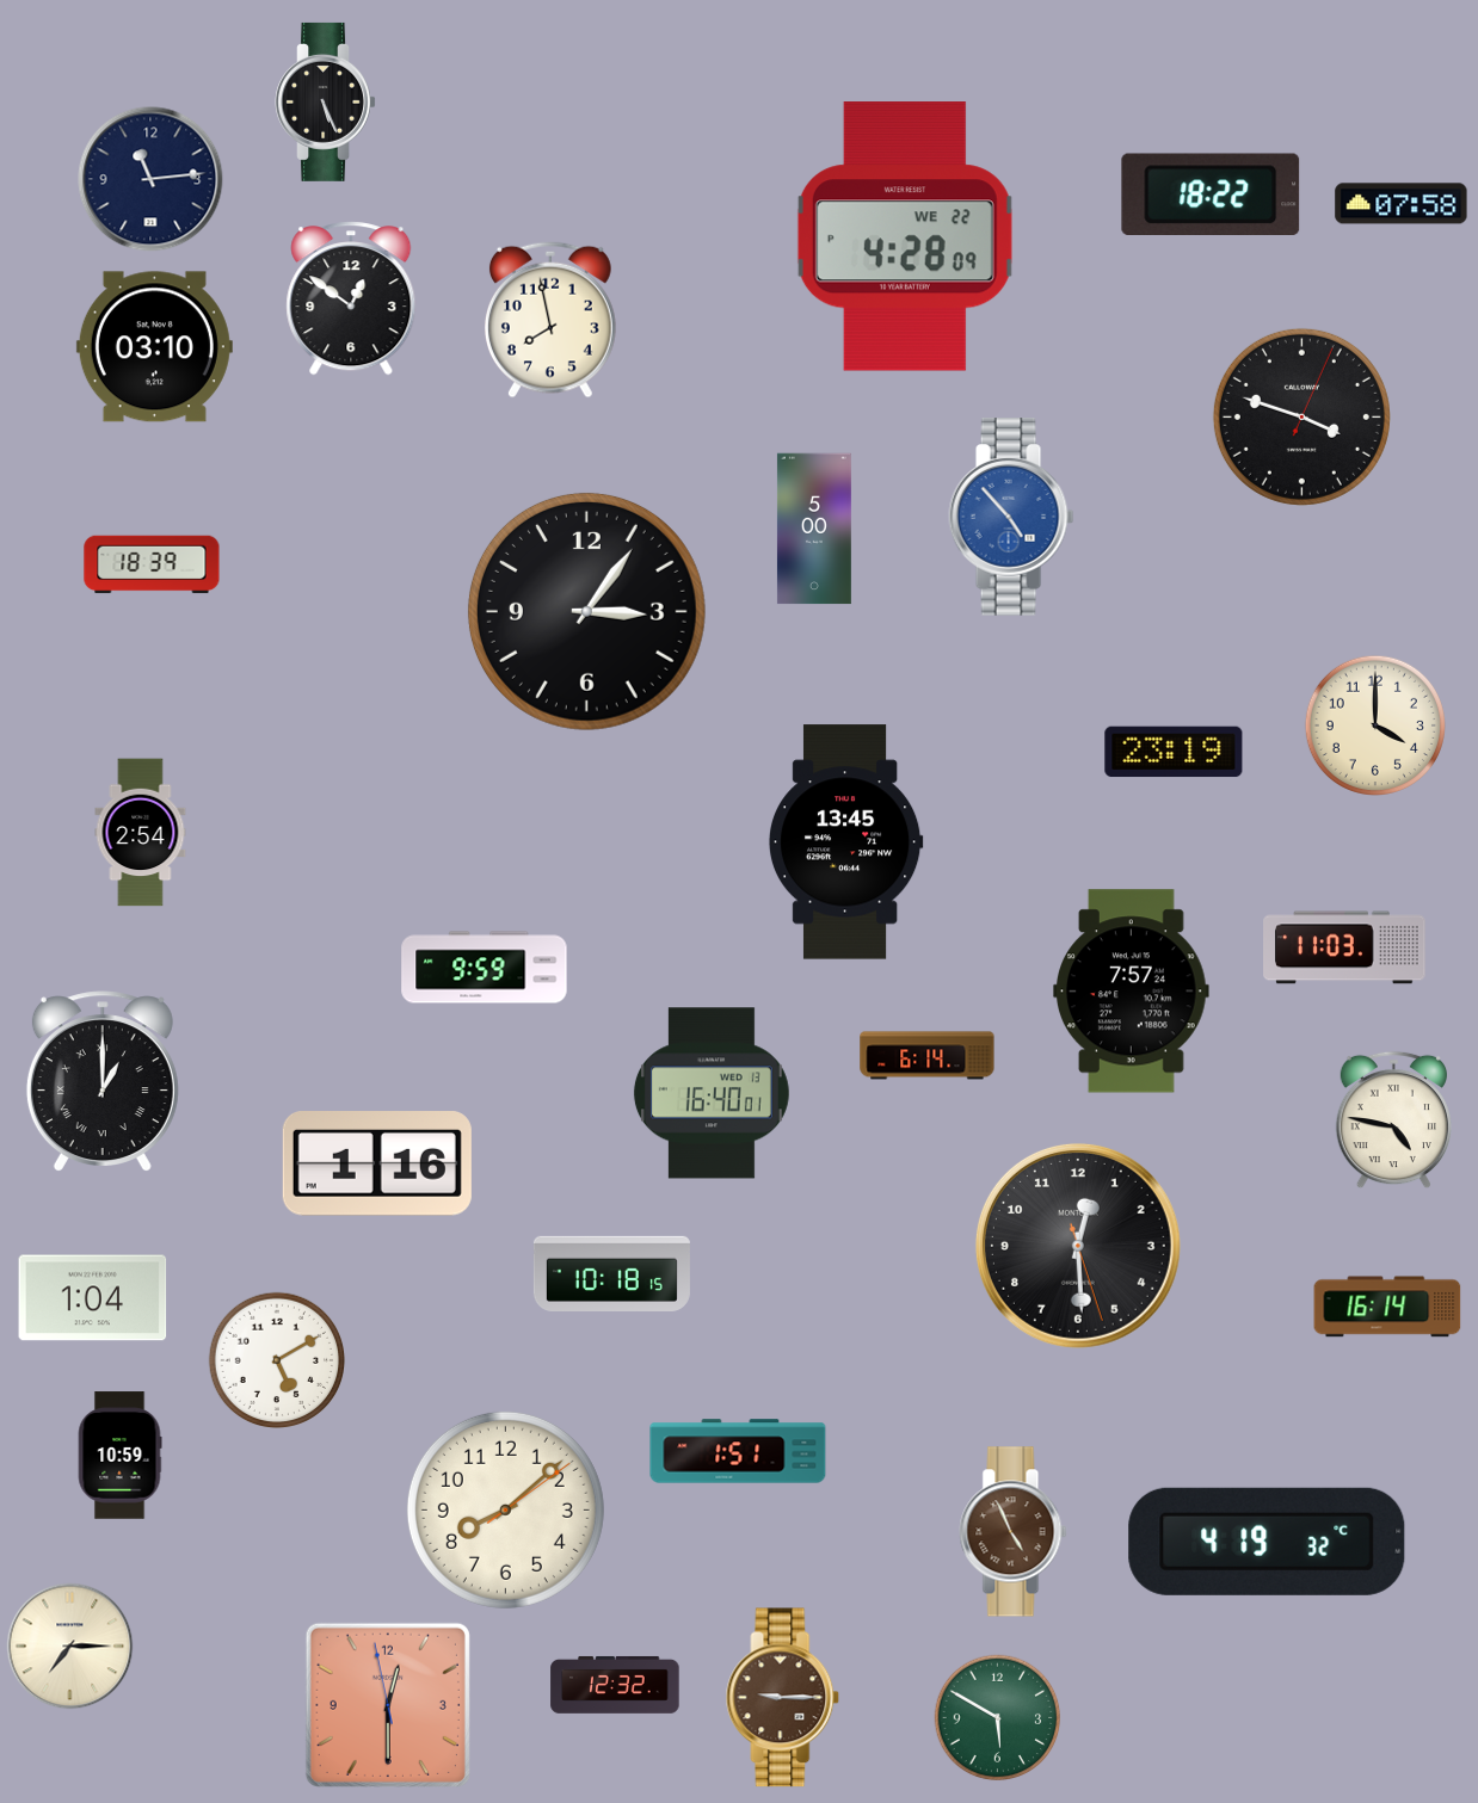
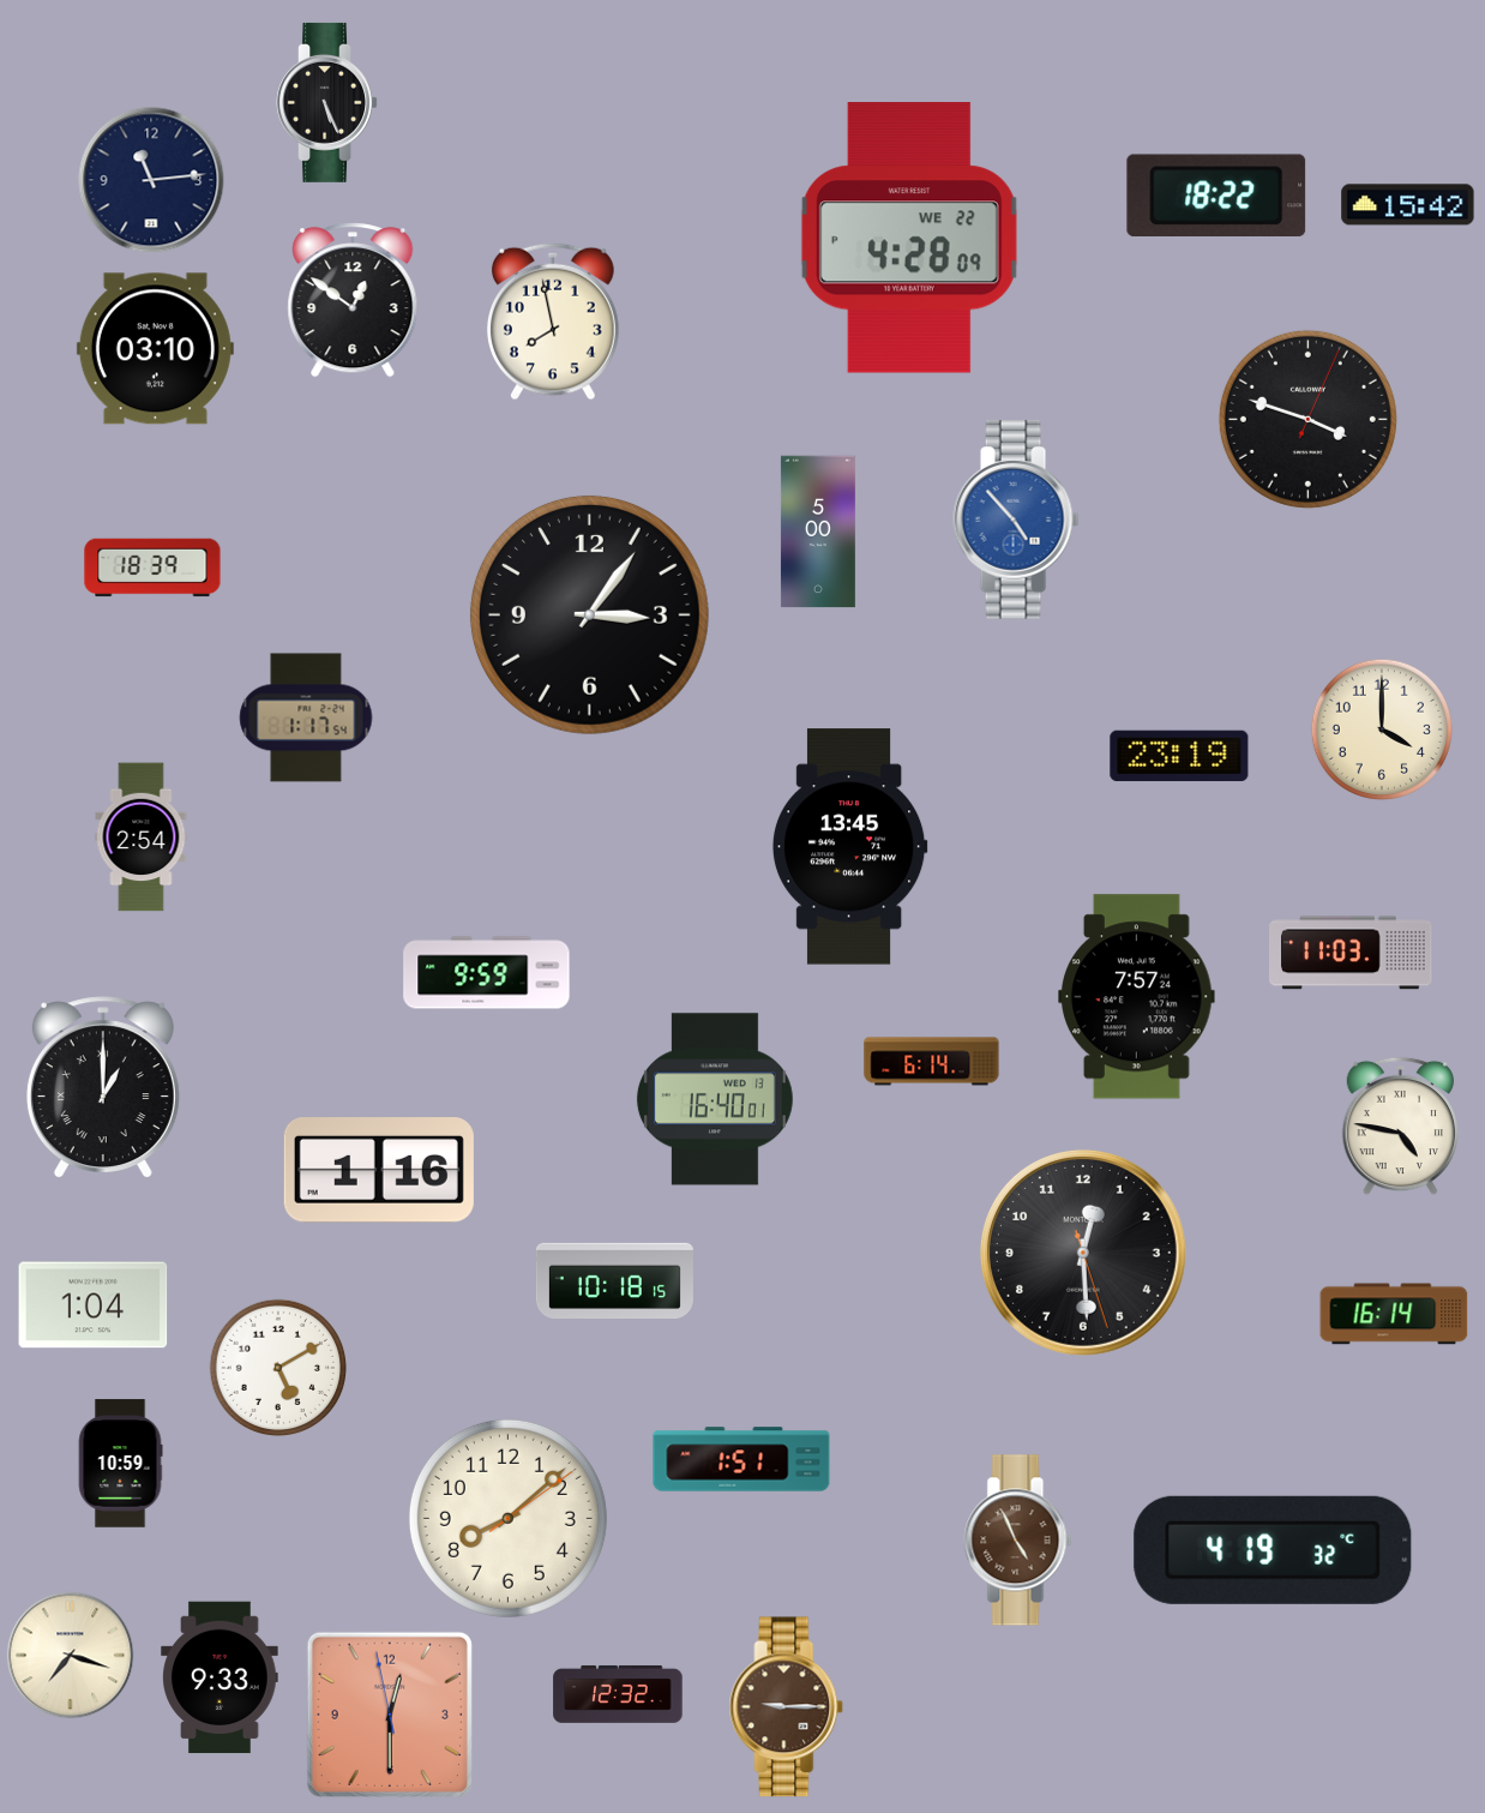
clock at (1402, 204): 07:58 -> 15:42
clock at (306, 718): none -> 1:17
clock at (70, 1647): 7:15 -> 7:18
clock at (220, 1677): none -> 9:33
clock at (998, 1718): 5:50 -> none
